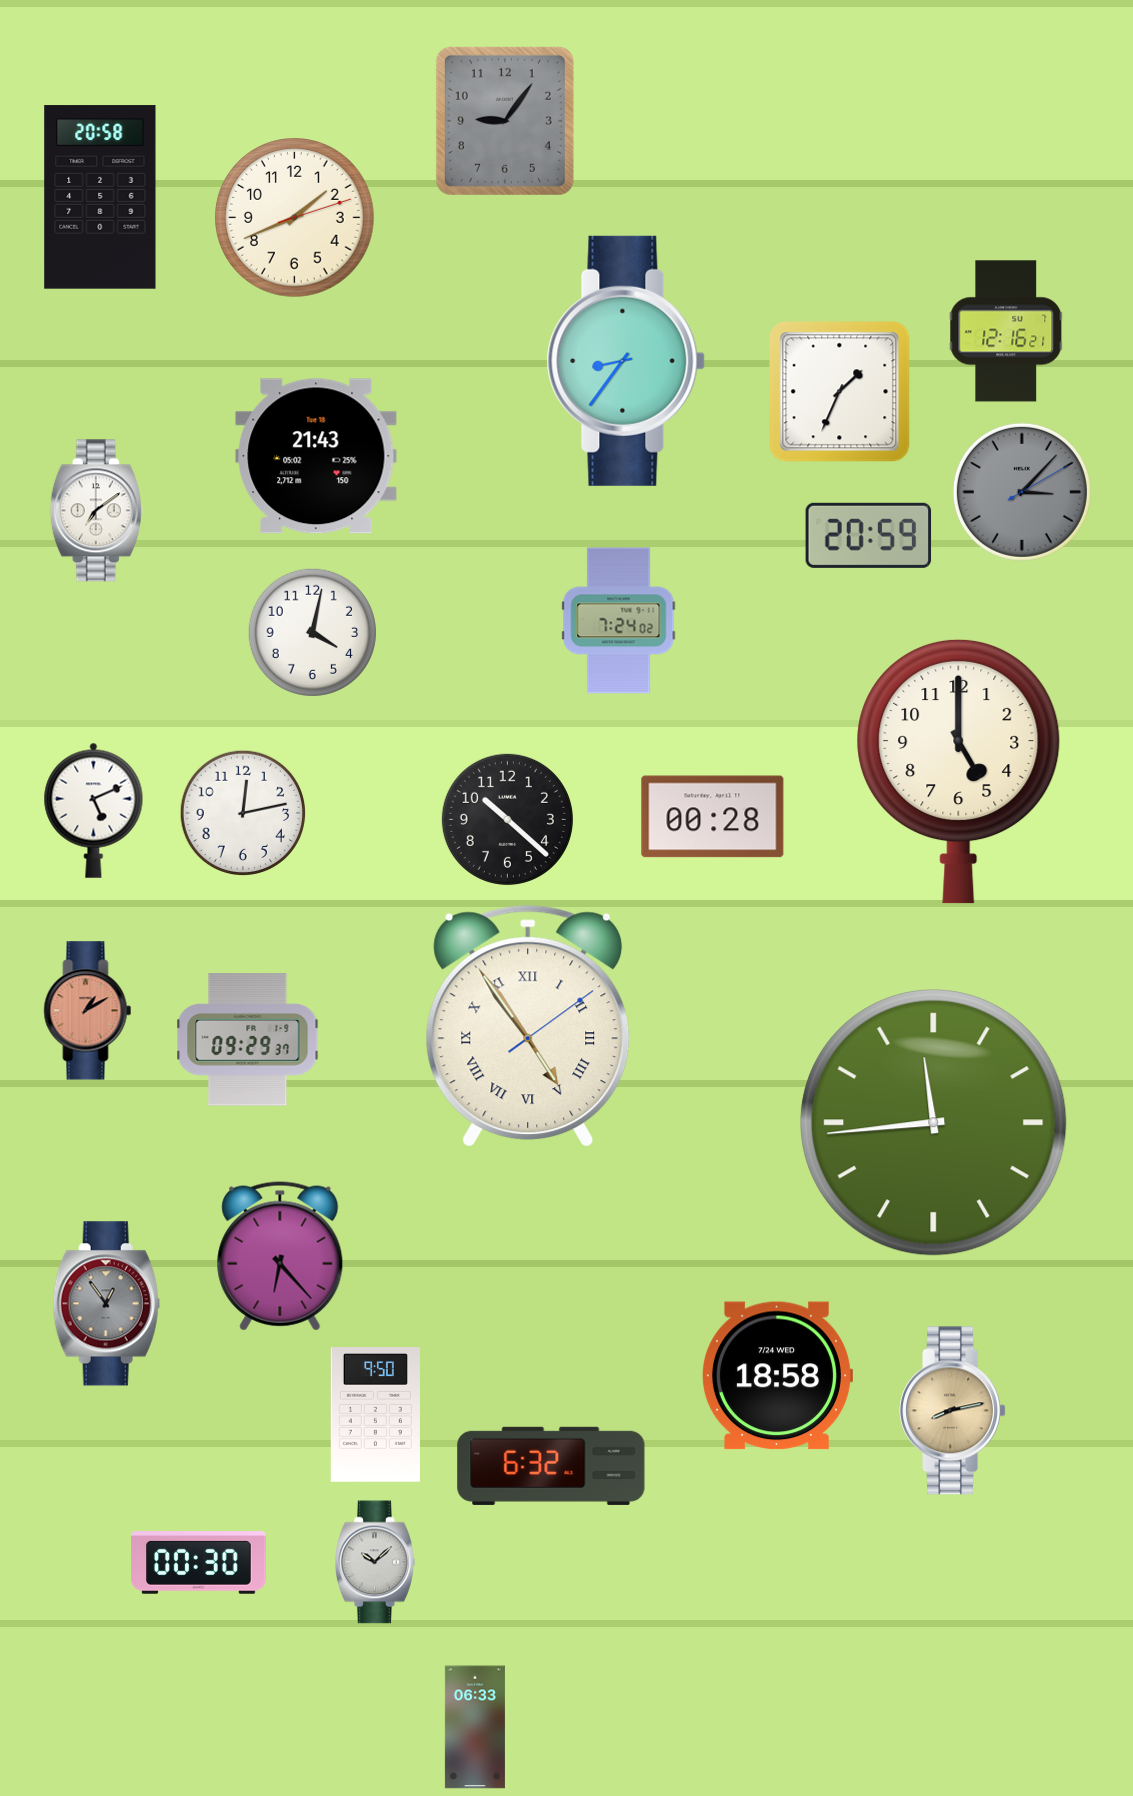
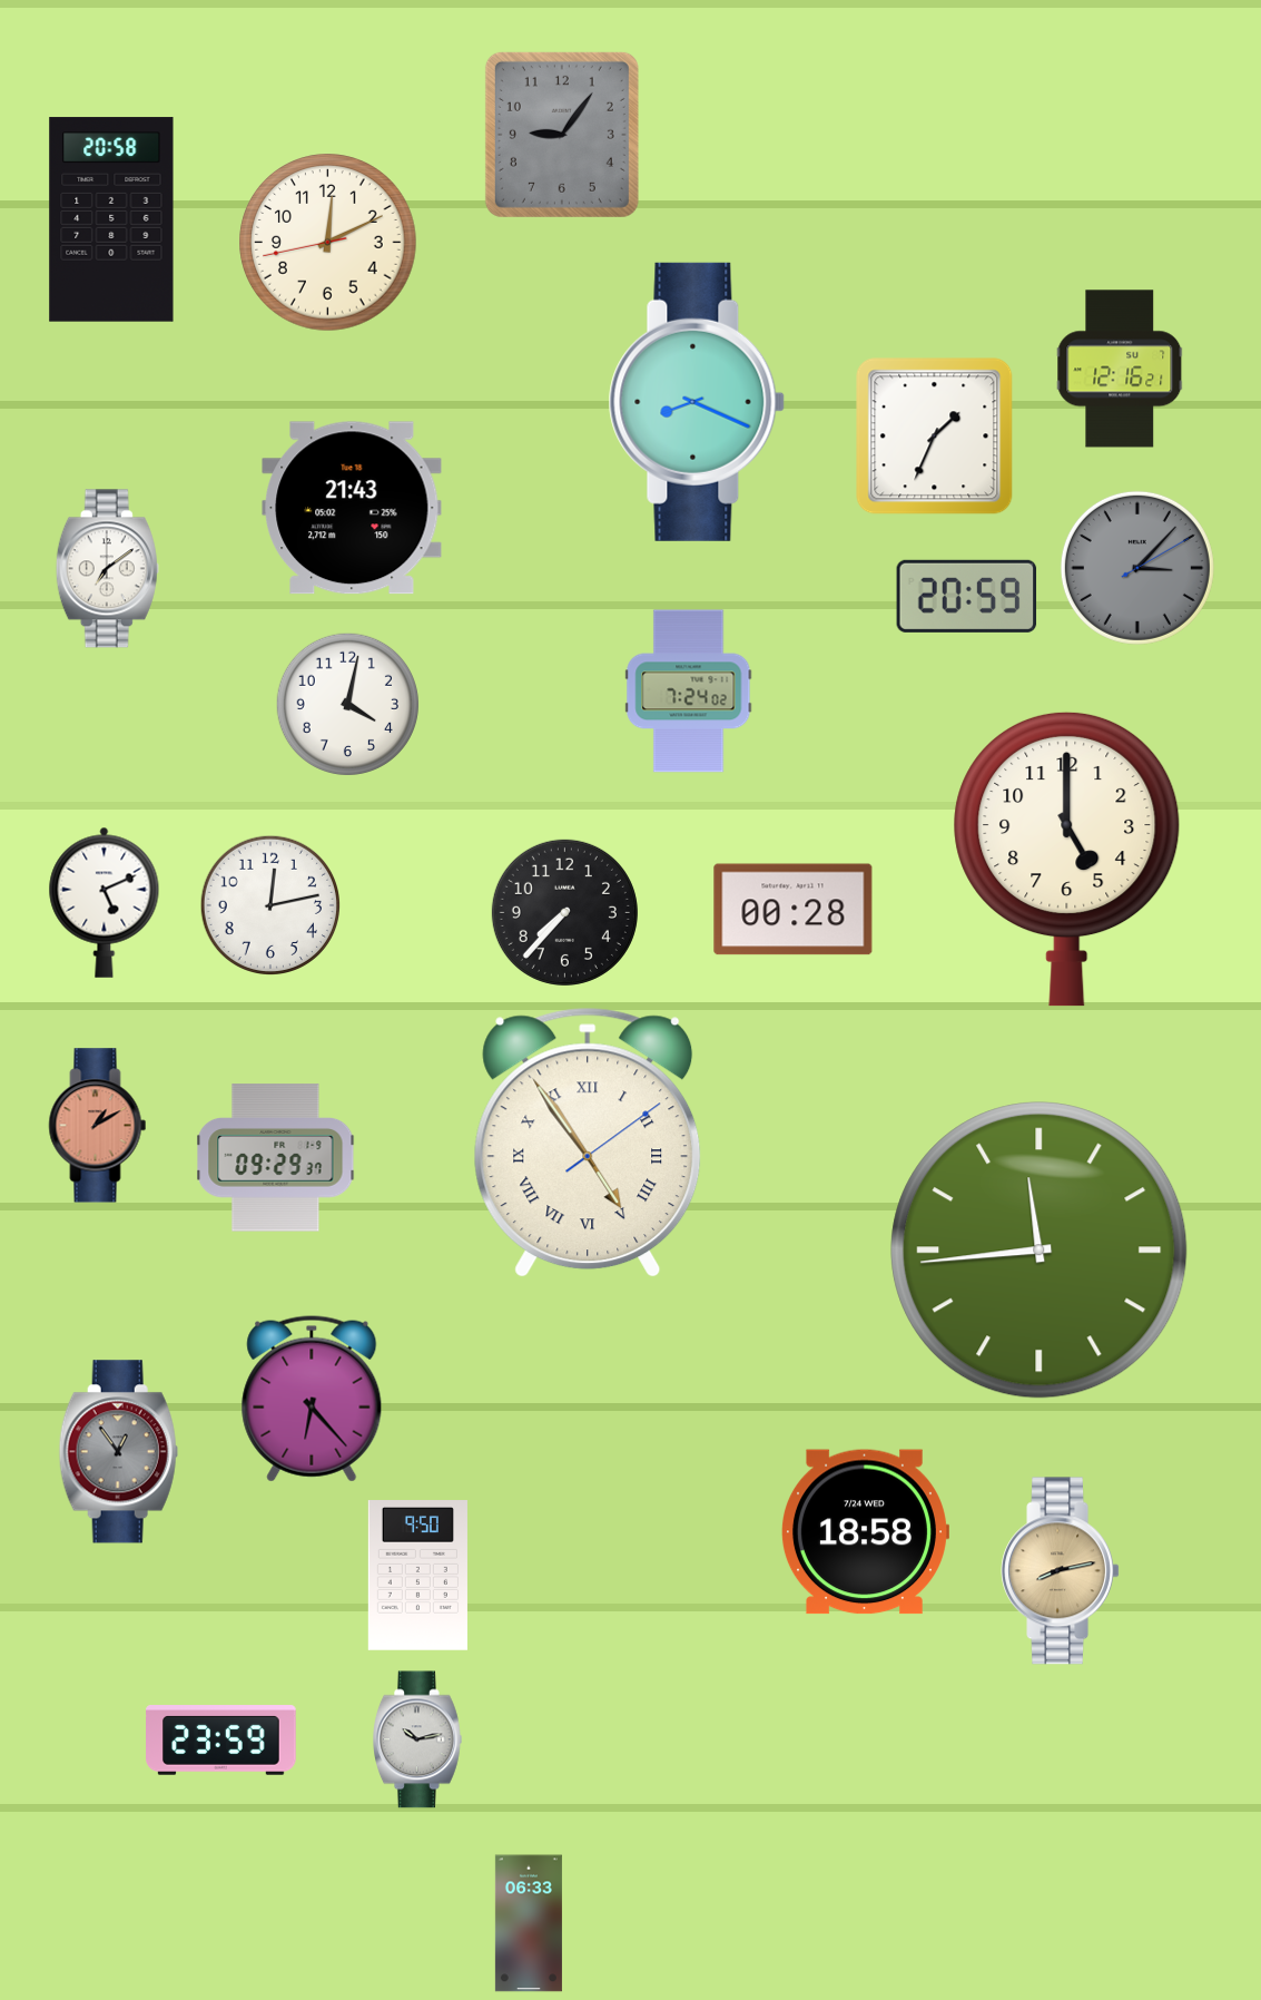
clock at (295, 218): 1:41 -> 12:10
clock at (626, 361): 8:36 -> 8:19
clock at (1022, 492) position: (1022, 492) -> (1137, 568)
clock at (507, 819): 10:22 -> 7:37
clock at (551, 1466): 6:32 -> none
clock at (376, 1562): 10:08 -> 10:13
clock at (199, 1563): 00:30 -> 23:59
